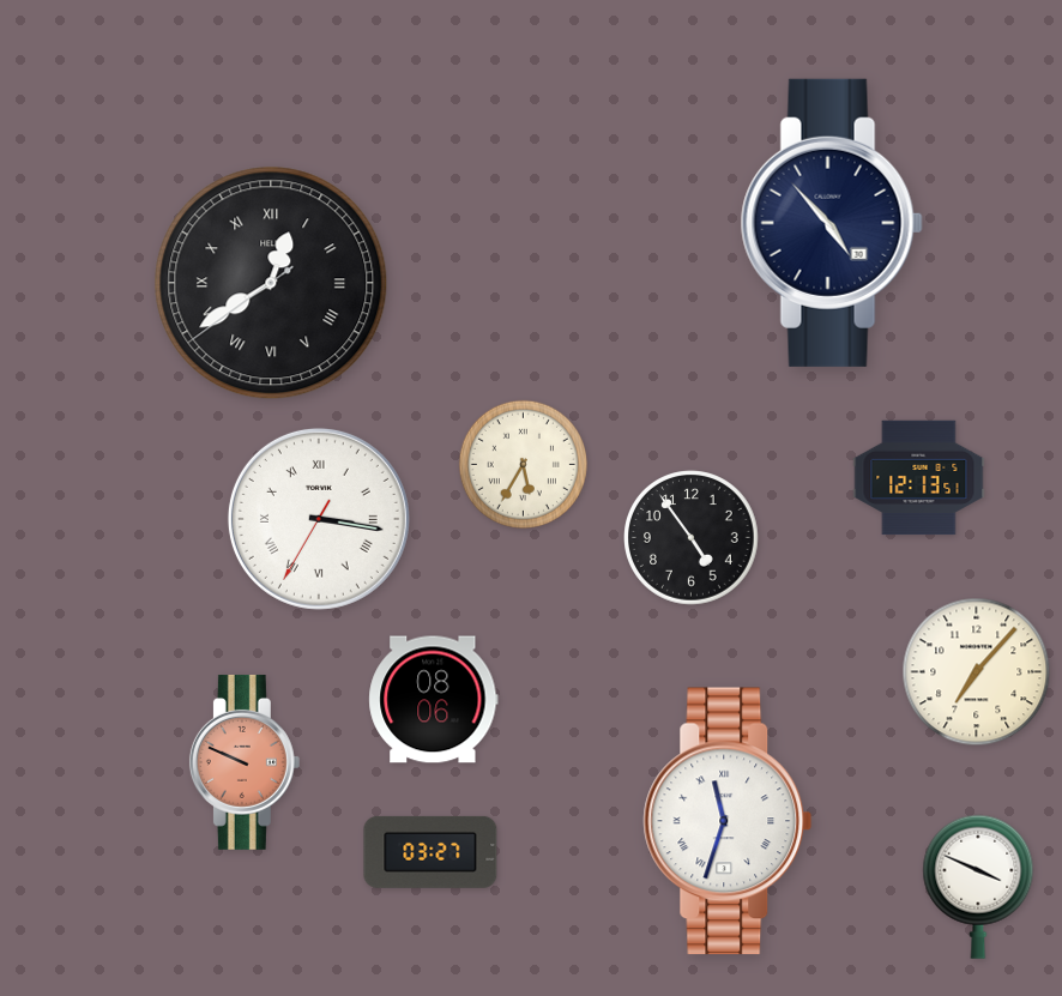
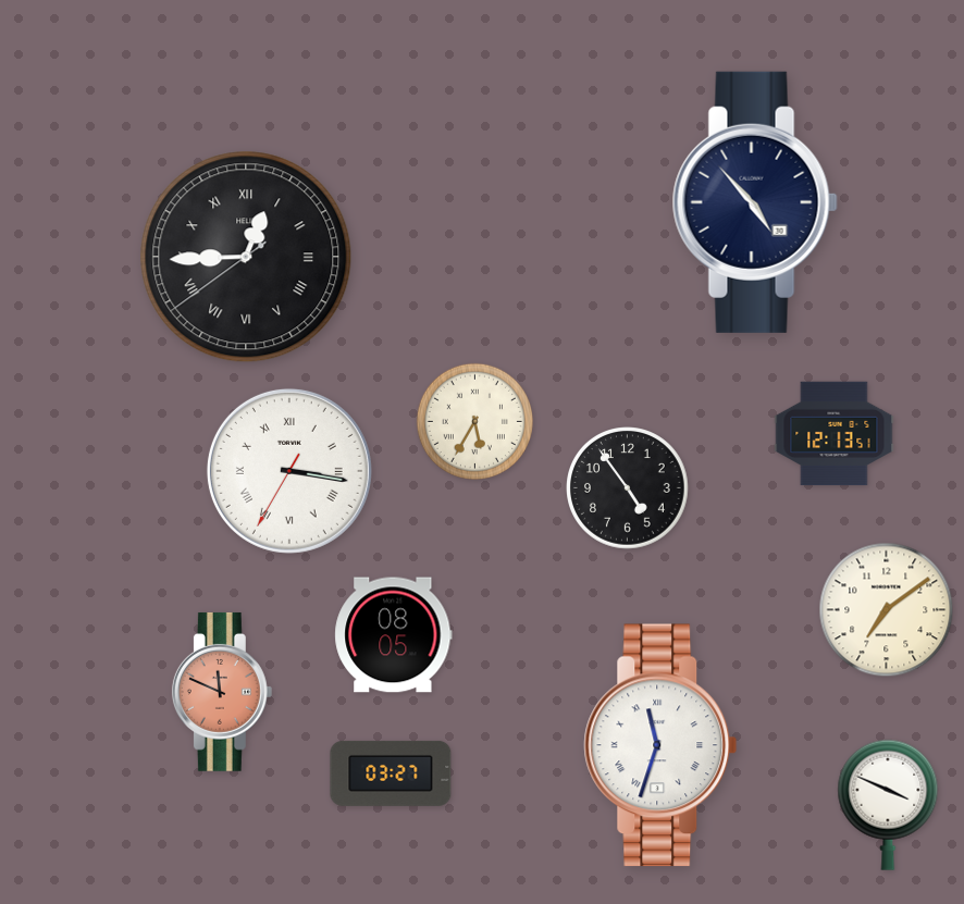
clock at (271, 283): 12:39 -> 12:44
clock at (977, 672): 7:07 -> 7:09
clock at (434, 700): 08:06 -> 08:05
clock at (245, 762): 9:49 -> 11:49
